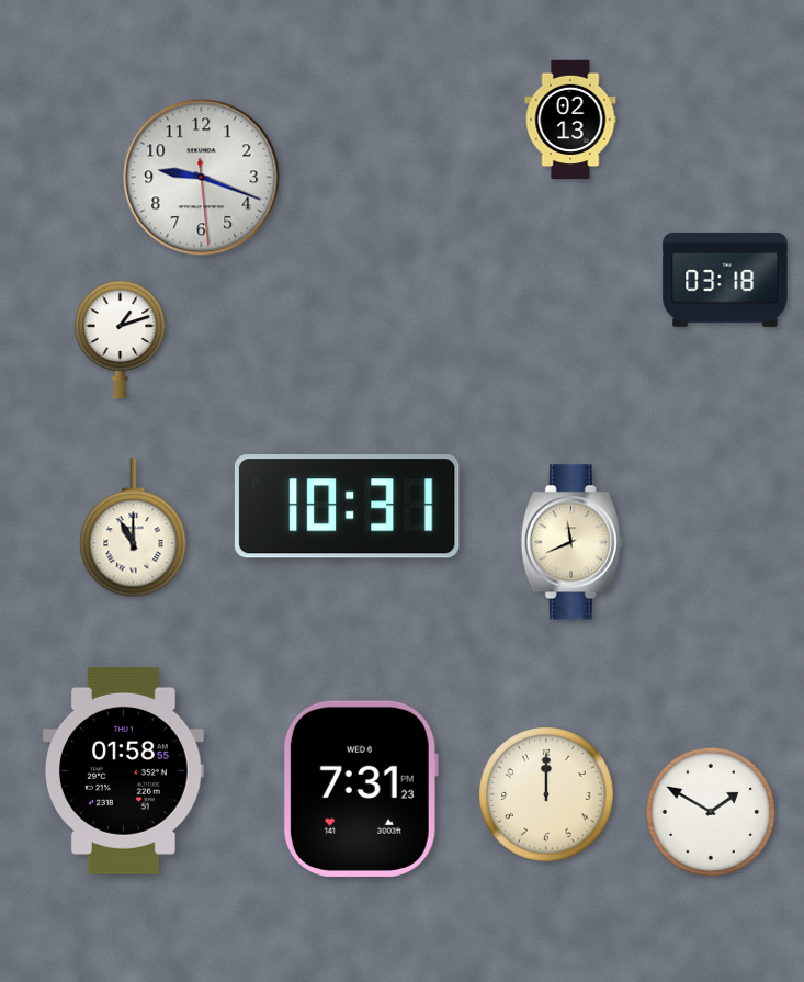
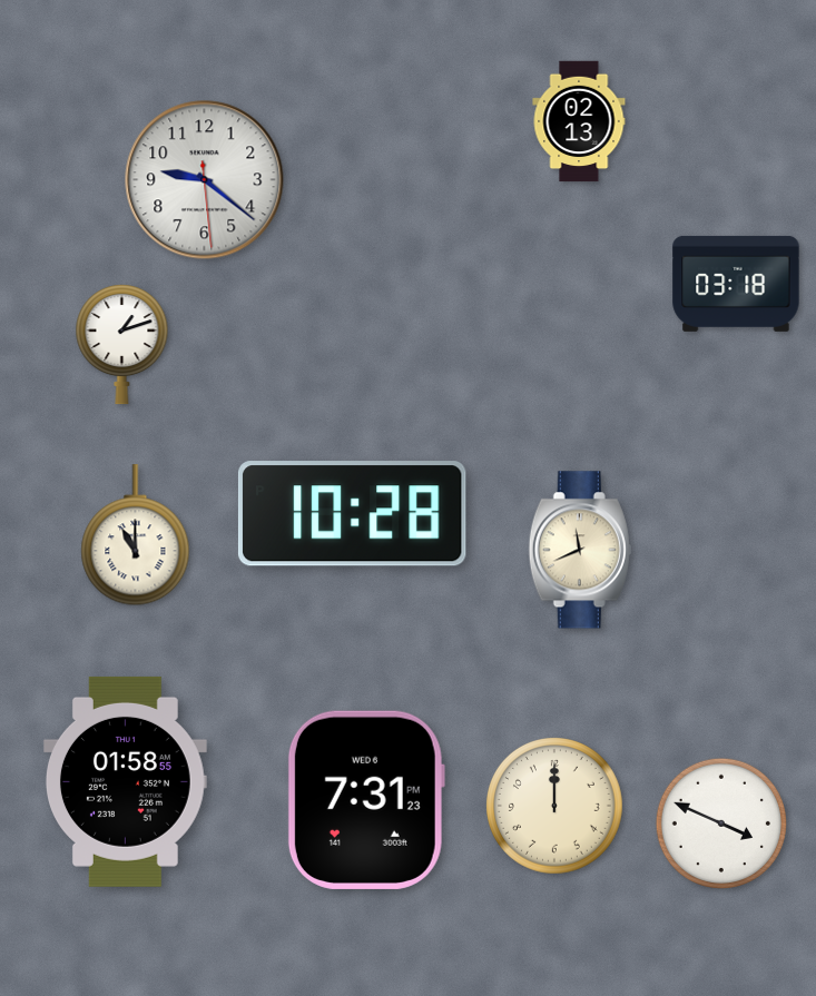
clock at (202, 178): 9:18 -> 9:21
clock at (347, 507): 10:31 -> 10:28
clock at (710, 812): 1:50 -> 3:49
